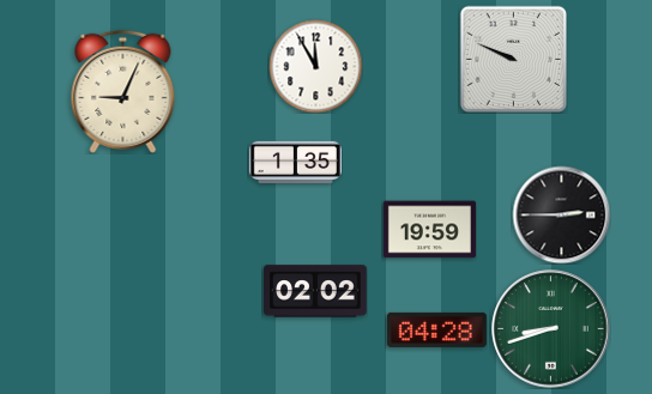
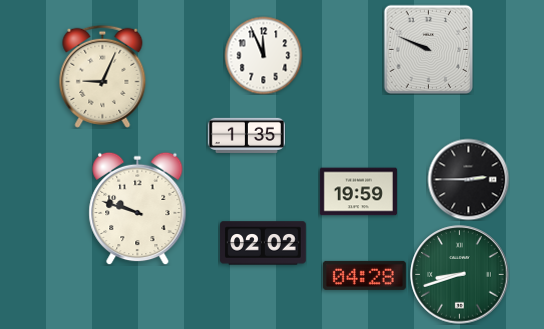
clock at (315, 66): 11:55 -> 11:56
clock at (138, 208): none -> 9:48
